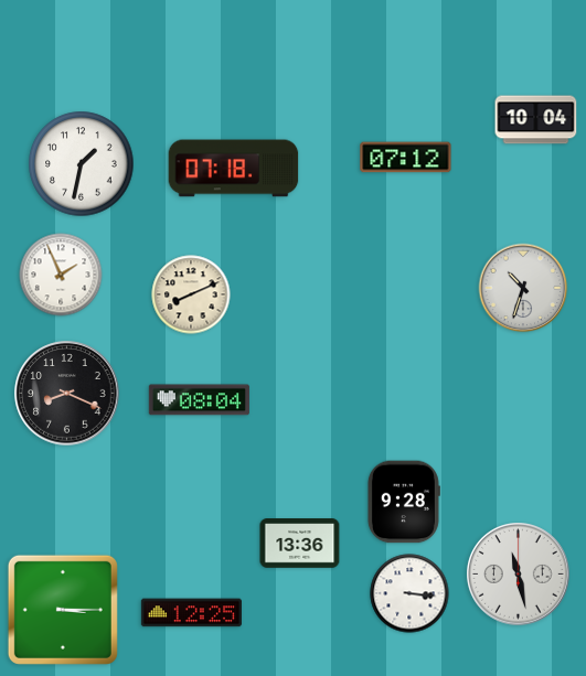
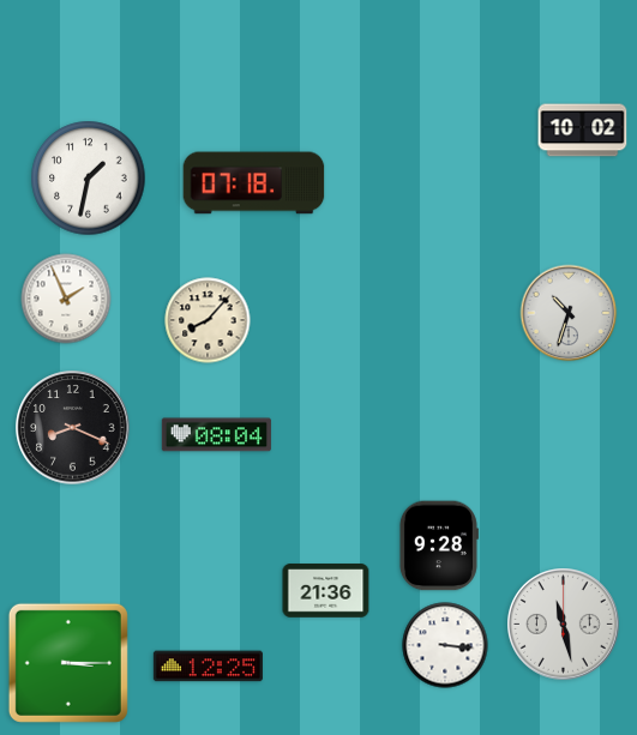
clock at (536, 120): 10:04 -> 10:02
clock at (406, 158): 07:12 -> none
clock at (191, 294): 8:11 -> 8:07
clock at (300, 544): 13:36 -> 21:36
